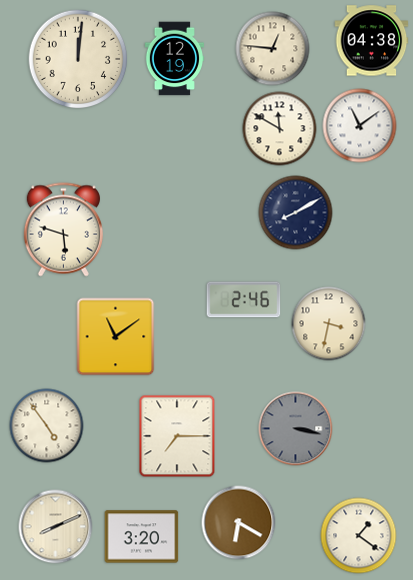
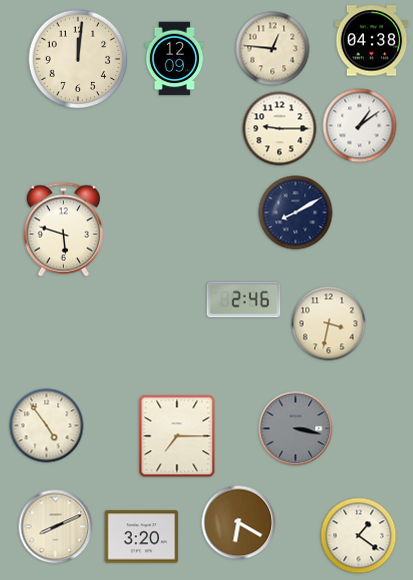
clock at (174, 59): 12:19 -> 12:09
clock at (360, 126): 11:09 -> 1:09
clock at (280, 129): 11:50 -> 9:15
clock at (116, 337): 11:09 -> none
